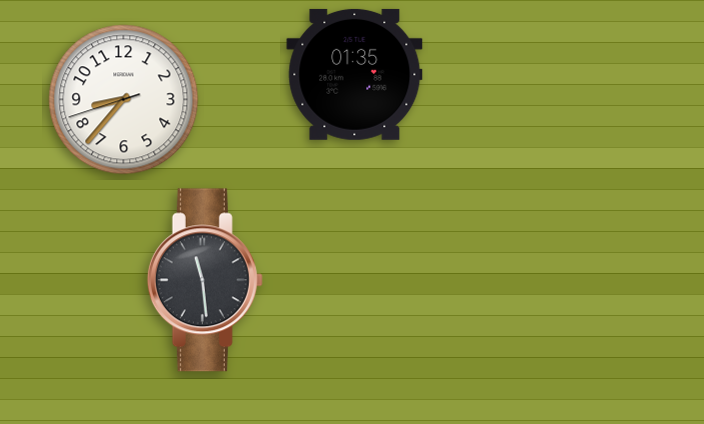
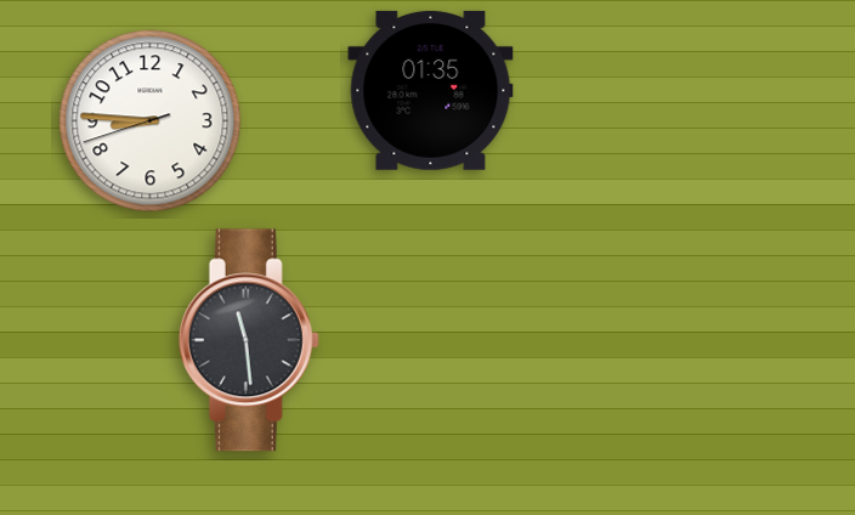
clock at (124, 100): 8:36 -> 8:45
